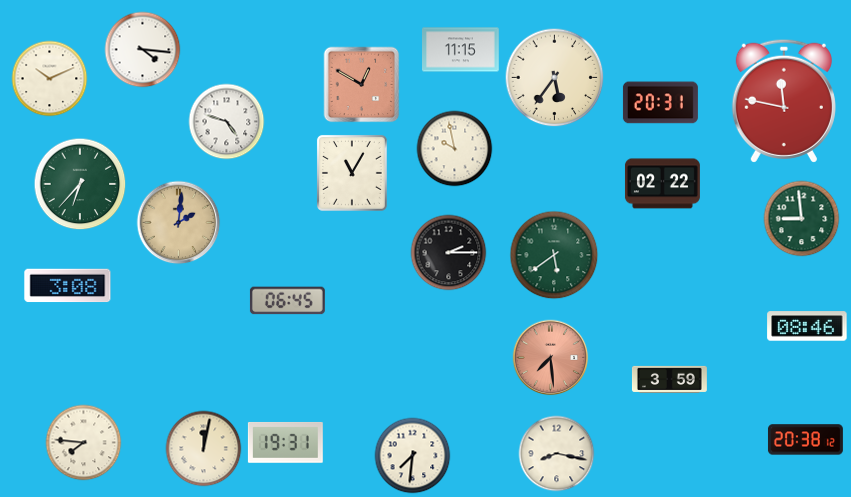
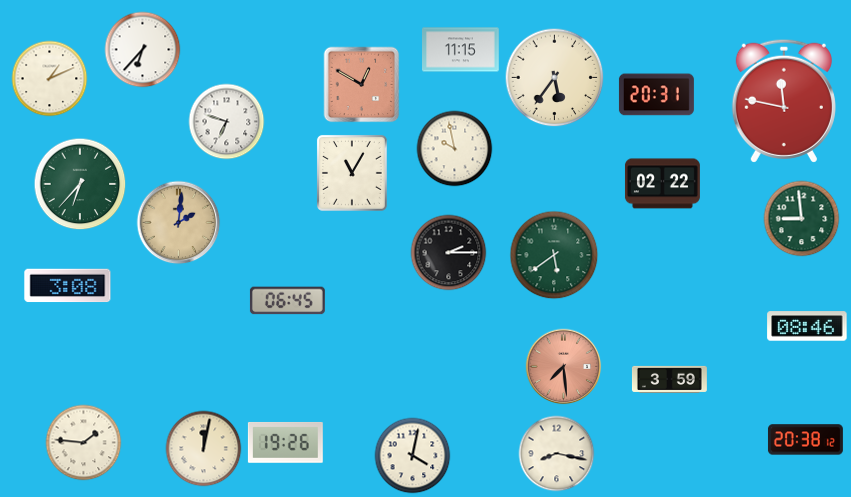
clock at (143, 50): 4:16 -> 6:37
clock at (50, 79): 10:11 -> 1:11
clock at (660, 103) position: (660, 103) -> (656, 95)
clock at (227, 122): 4:48 -> 6:48
clock at (551, 358) position: (551, 358) -> (564, 367)
clock at (285, 442): 19:31 -> 19:26
clock at (84, 443): 7:46 -> 1:46
clock at (413, 456): 7:31 -> 4:02
